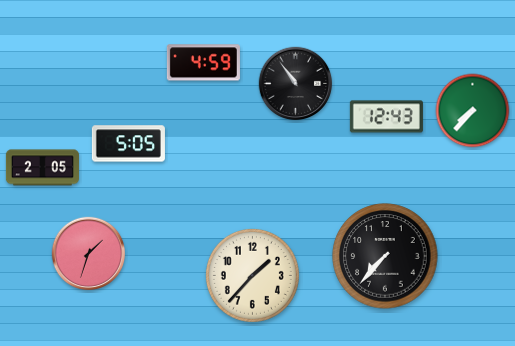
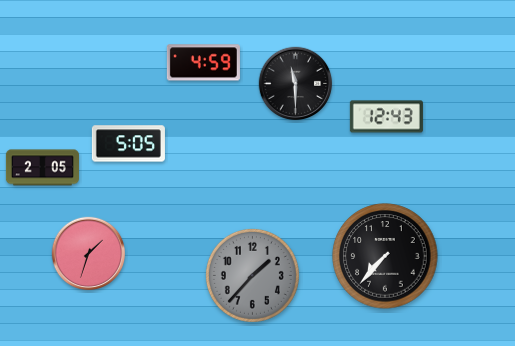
clock at (296, 84): 10:54 -> 11:30
clock at (473, 111): 7:37 -> none
clock at (252, 275) dial: cream -> grey
